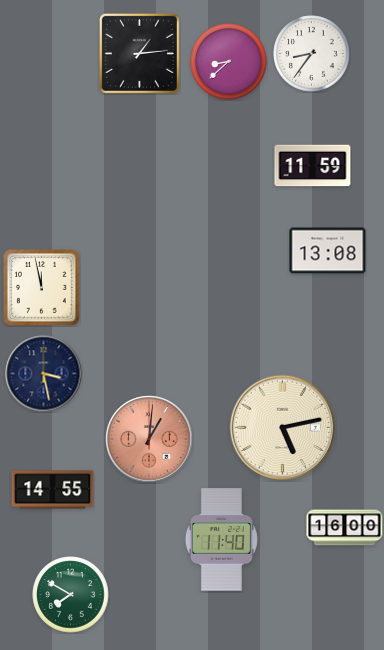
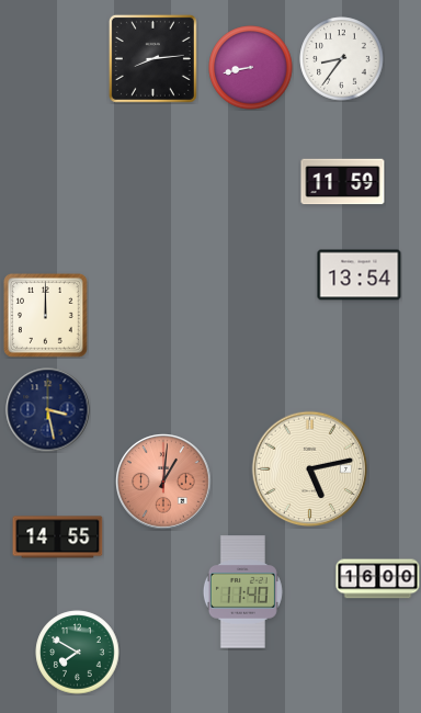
clock at (139, 53): 1:14 -> 8:14
clock at (229, 62): 8:38 -> 8:43
clock at (328, 251): 13:08 -> 13:54
clock at (42, 288): 11:58 -> 12:00
